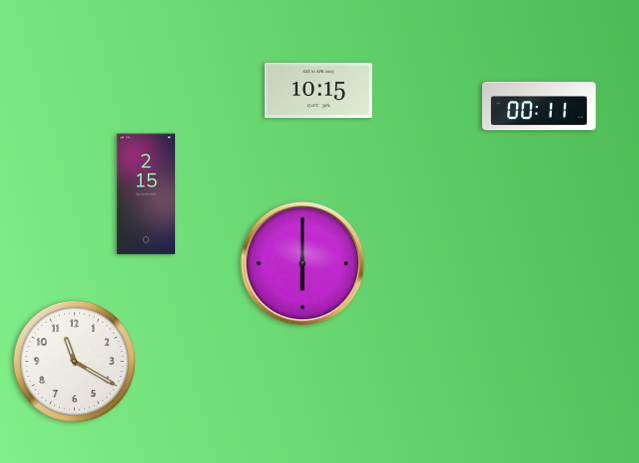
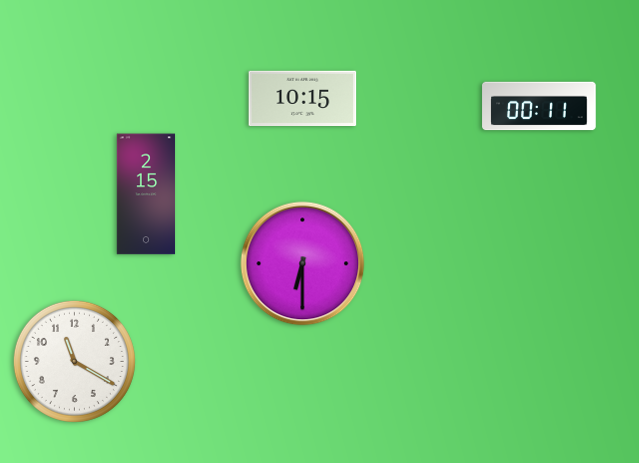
clock at (319, 91) position: (319, 91) -> (303, 99)
clock at (303, 264): 6:00 -> 6:30
